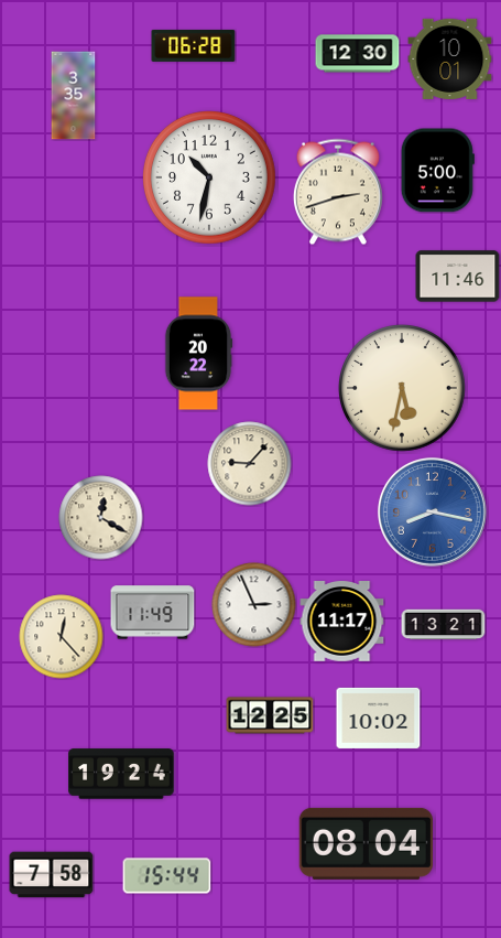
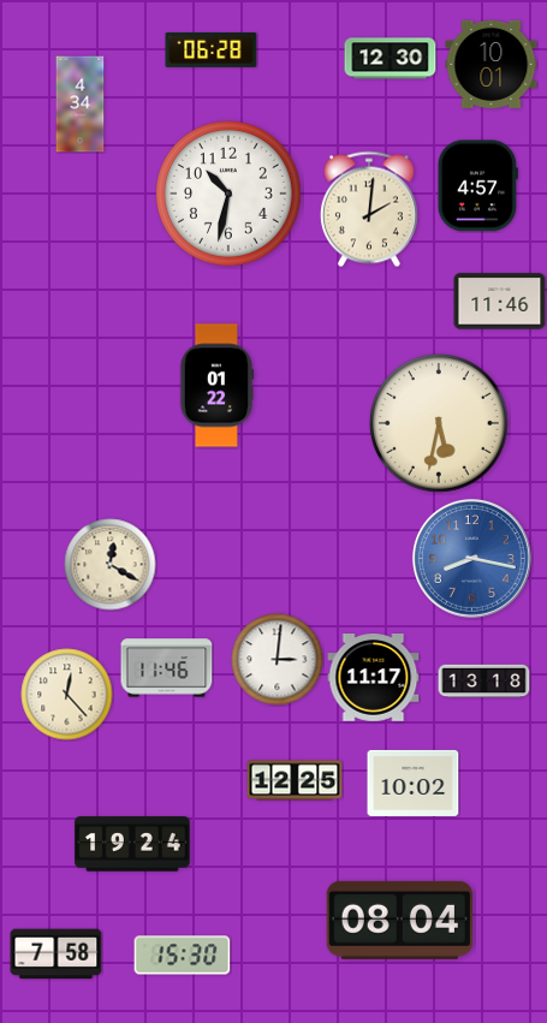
clock at (74, 96): 3:35 -> 4:34
clock at (437, 171): 5:00 -> 4:57
clock at (338, 192): 2:42 -> 2:01
clock at (198, 354): 20:22 -> 01:22
clock at (250, 464): 9:07 -> none
clock at (254, 605): 2:56 -> 3:01
clock at (153, 613): 11:49 -> 11:46
clock at (444, 625): 13:21 -> 13:18
clock at (167, 876): 15:44 -> 15:30
